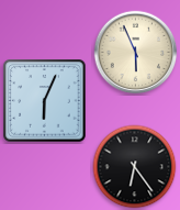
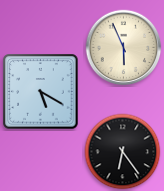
clock at (45, 101): 6:04 -> 5:20
